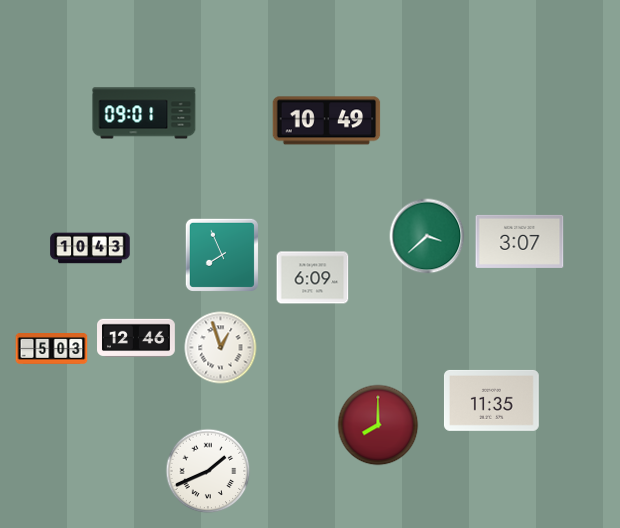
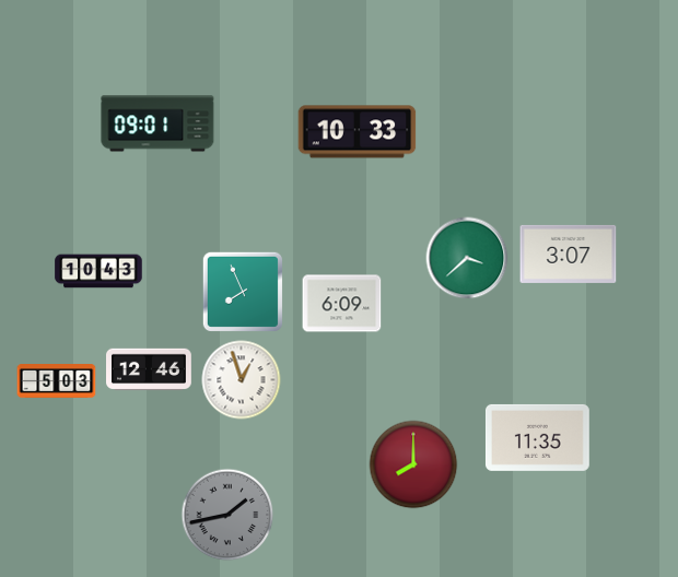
clock at (327, 121): 10:49 -> 10:33
clock at (520, 241) position: (520, 241) -> (569, 254)
clock at (222, 255) position: (222, 255) -> (243, 292)
clock at (208, 471): 1:41 -> 1:43
clock at (208, 471) dial: white -> grey
